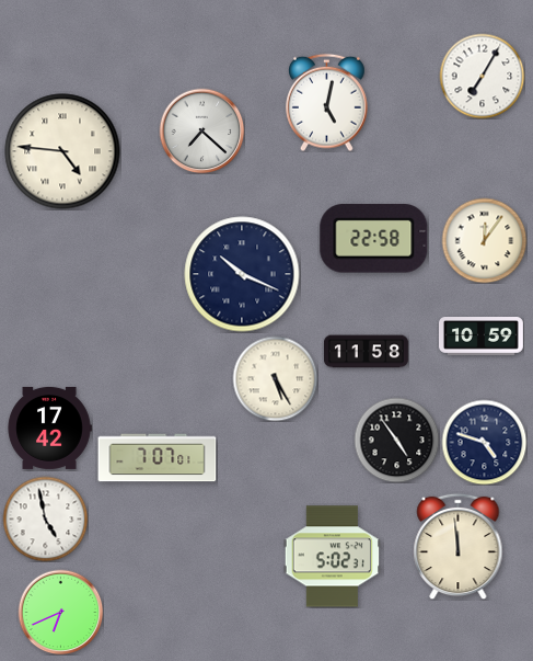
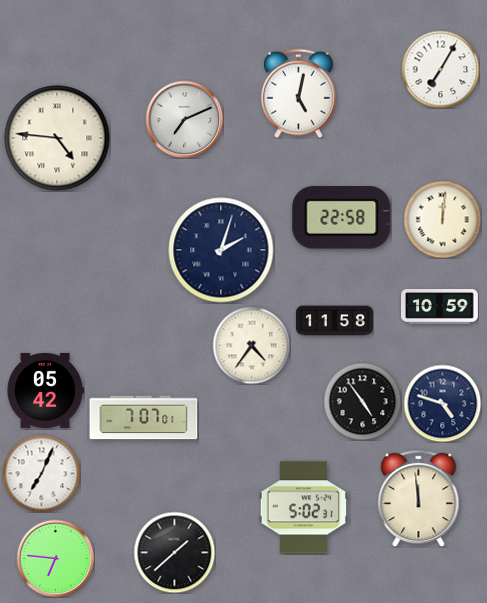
clock at (201, 130): 7:22 -> 7:11
clock at (484, 240): 12:06 -> 12:01
clock at (242, 274): 10:19 -> 2:03
clock at (275, 378): 5:25 -> 4:36
clock at (49, 428): 17:42 -> 05:42
clock at (45, 518): 4:58 -> 7:04
clock at (174, 552): none -> 1:38
clock at (60, 612): 6:41 -> 6:46
